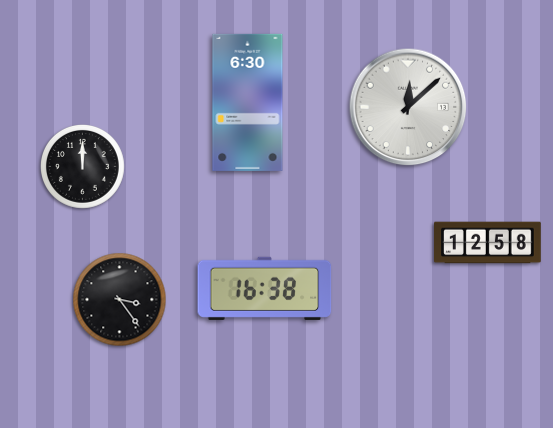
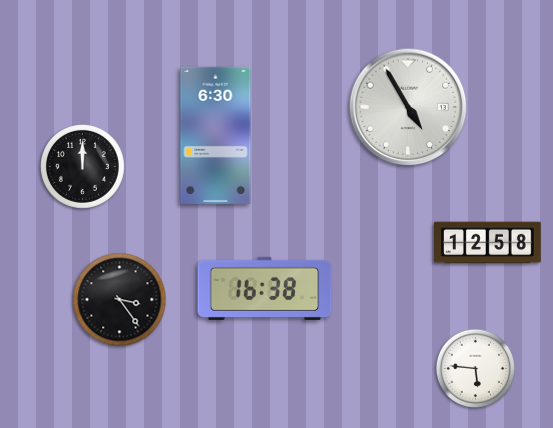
clock at (248, 102) position: (248, 102) -> (216, 135)
clock at (408, 107): 12:08 -> 4:55
clock at (475, 368): none -> 5:46
